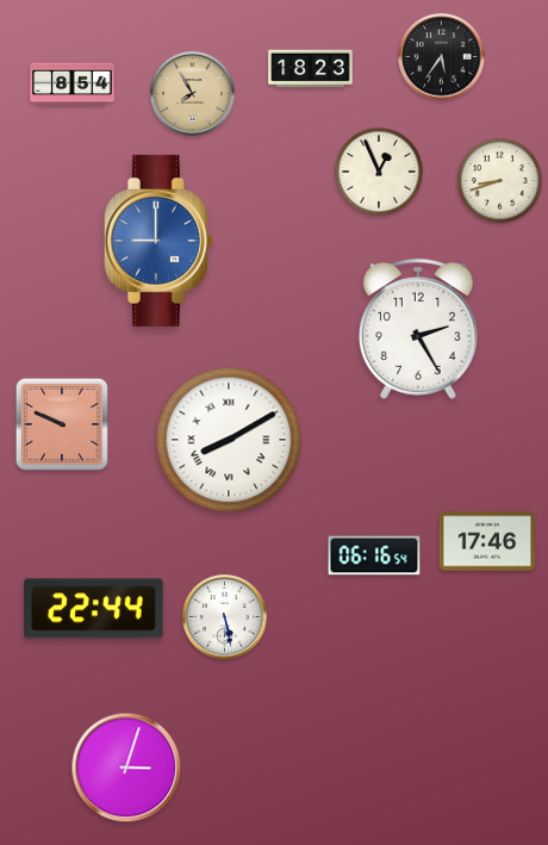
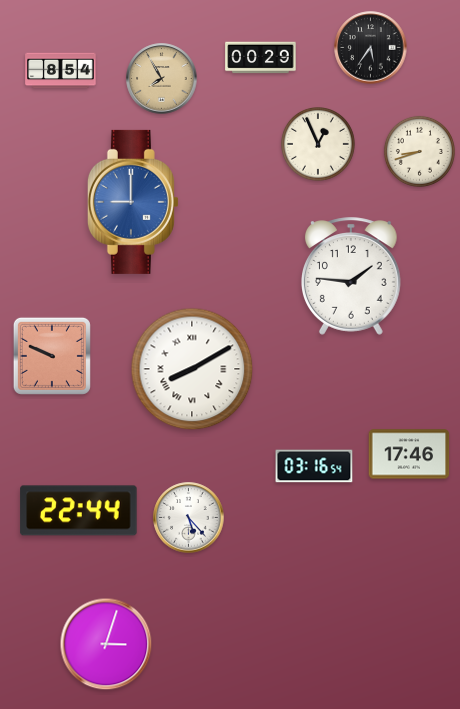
clock at (311, 69): 18:23 -> 00:29
clock at (419, 329): 2:25 -> 1:46
clock at (374, 555): 06:16 -> 03:16
clock at (225, 617): 5:28 -> 5:23
